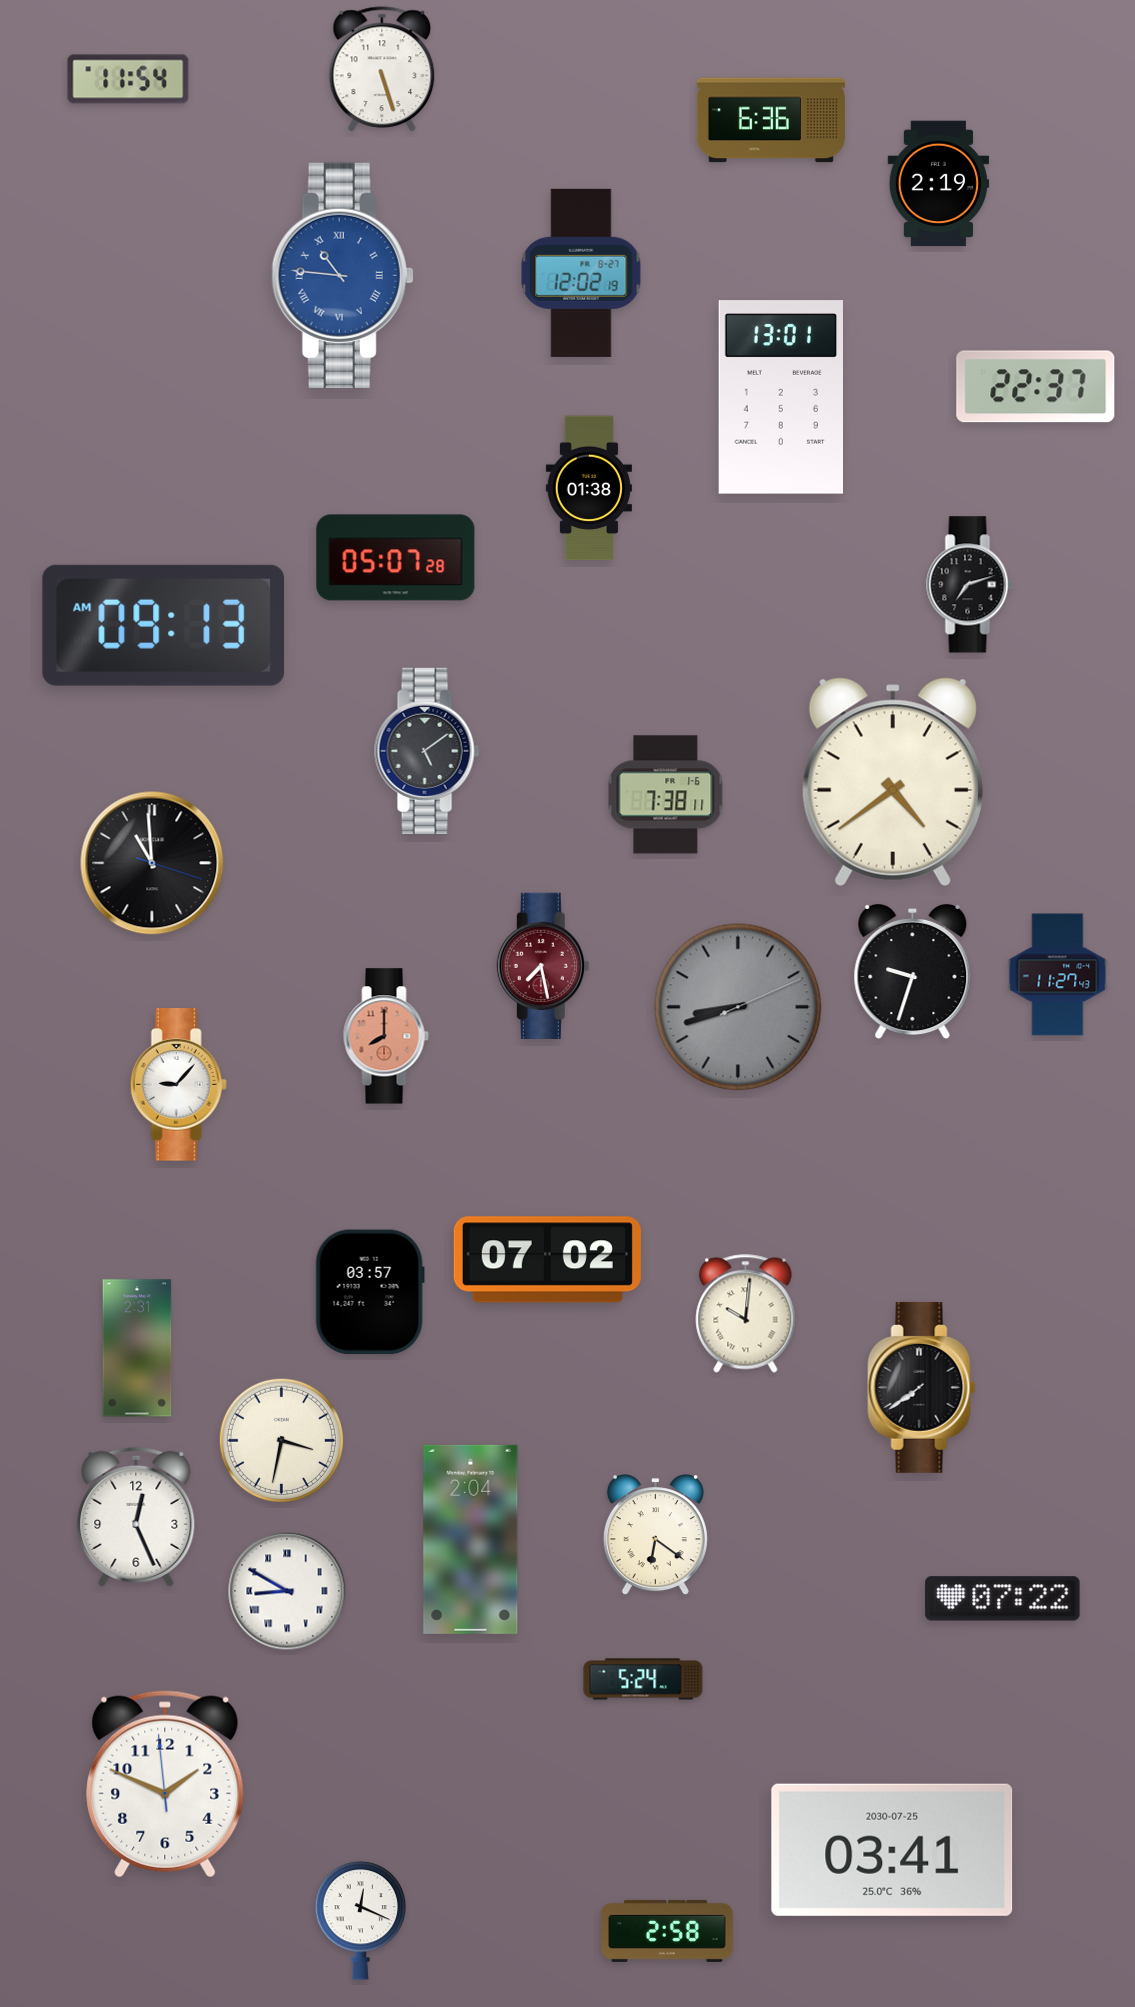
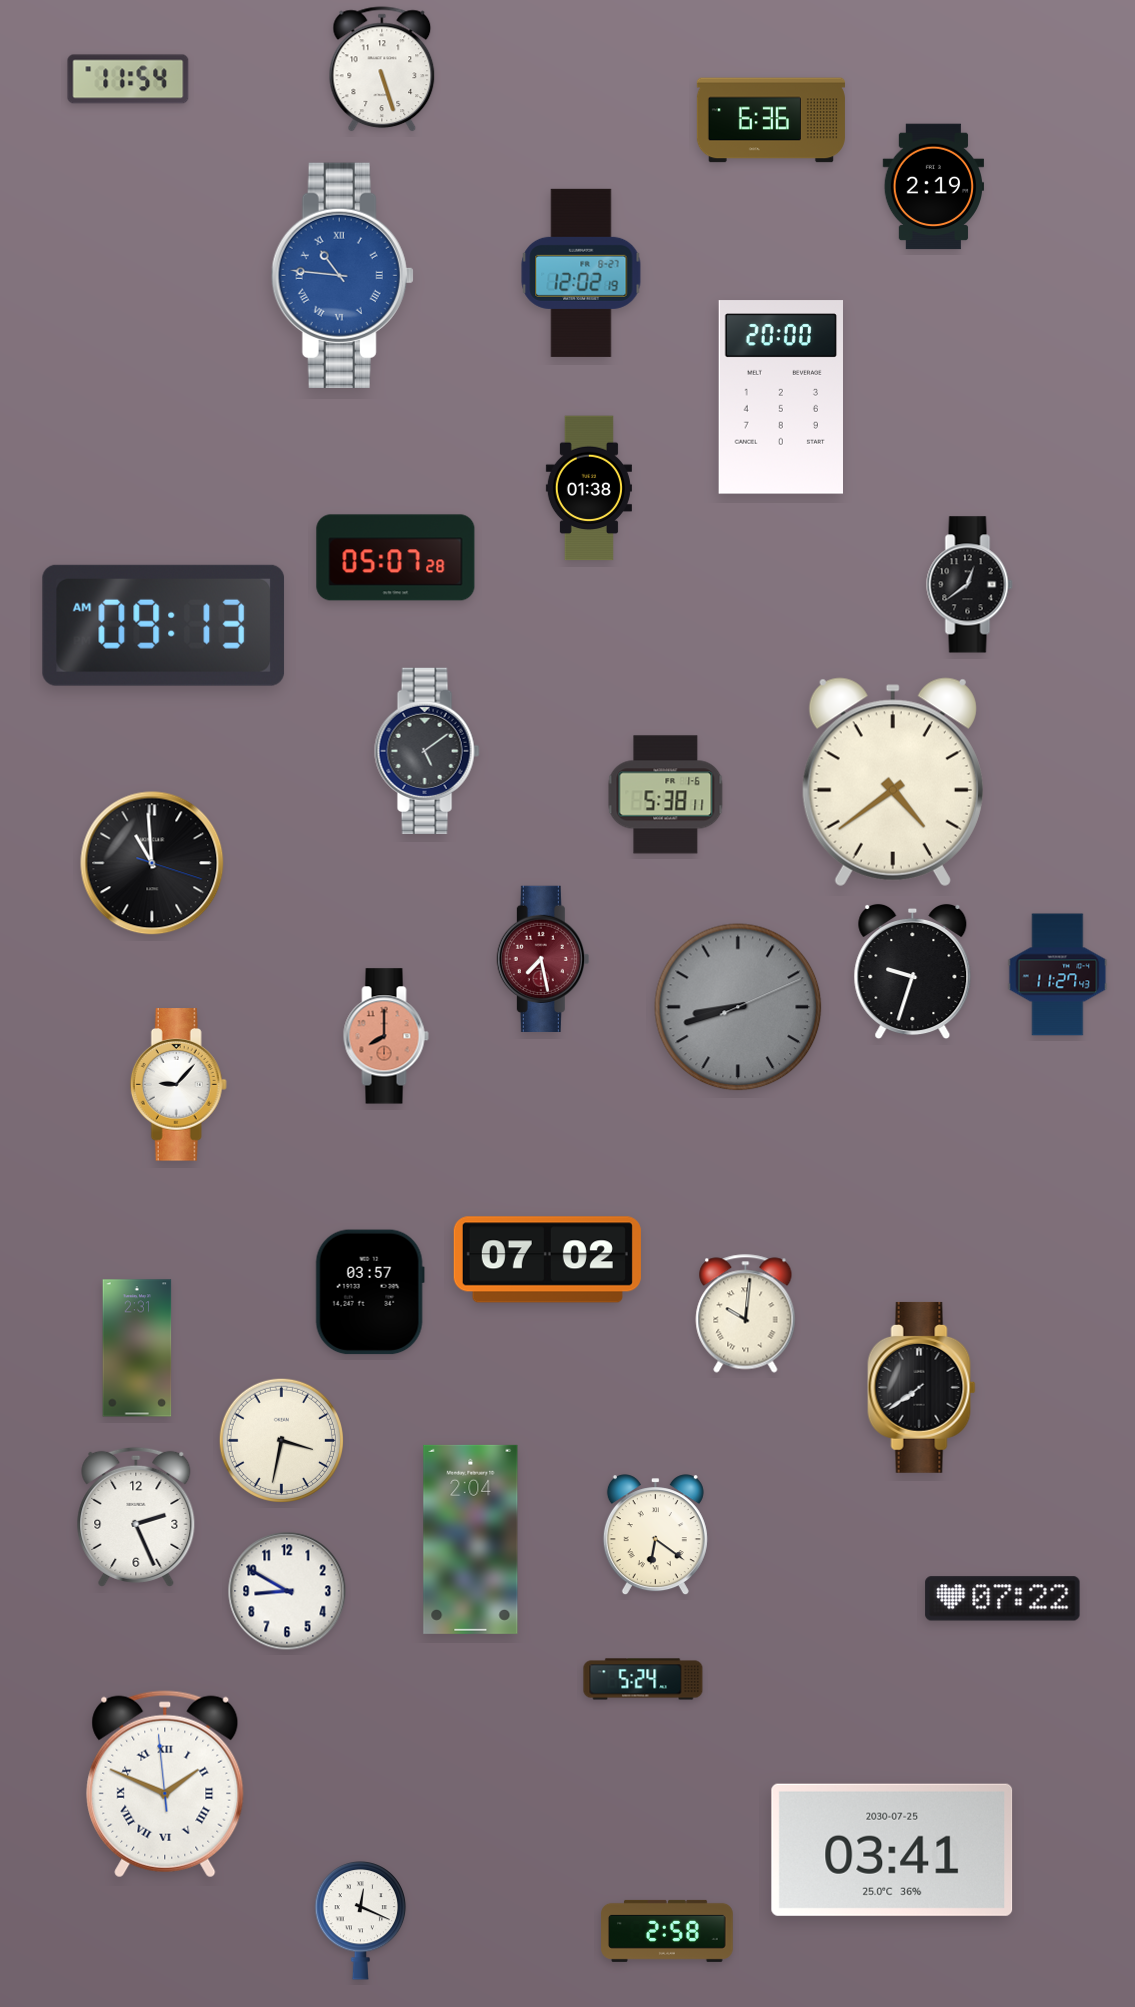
clock at (939, 184) position: (939, 184) -> (934, 187)
clock at (1036, 387): 22:37 -> none
clock at (780, 397): 13:01 -> 20:00
clock at (970, 585): 7:12 -> 12:39
clock at (666, 795): 7:38 -> 5:38
clock at (543, 965) position: (543, 965) -> (543, 958)
clock at (136, 1517): 12:26 -> 2:26
clock at (287, 1591) numerals: Roman -> Arabic
clock at (165, 1784) numerals: Arabic -> Roman
